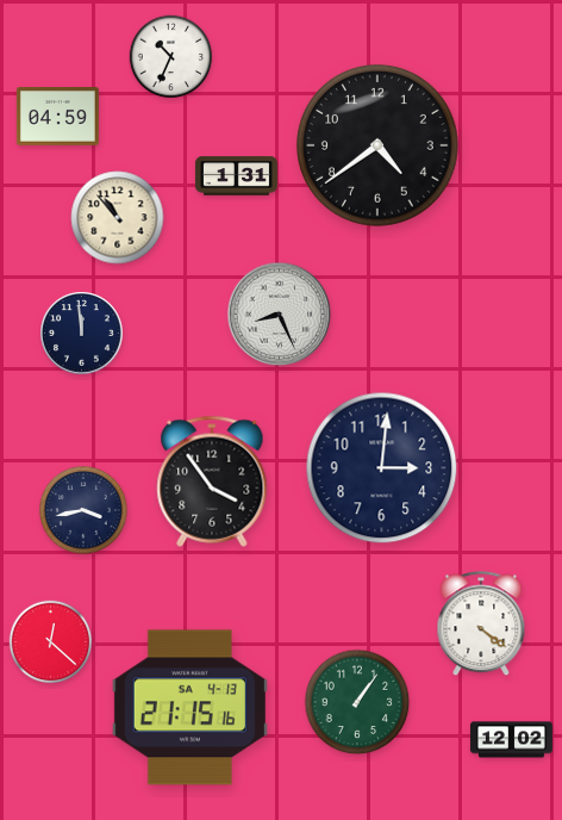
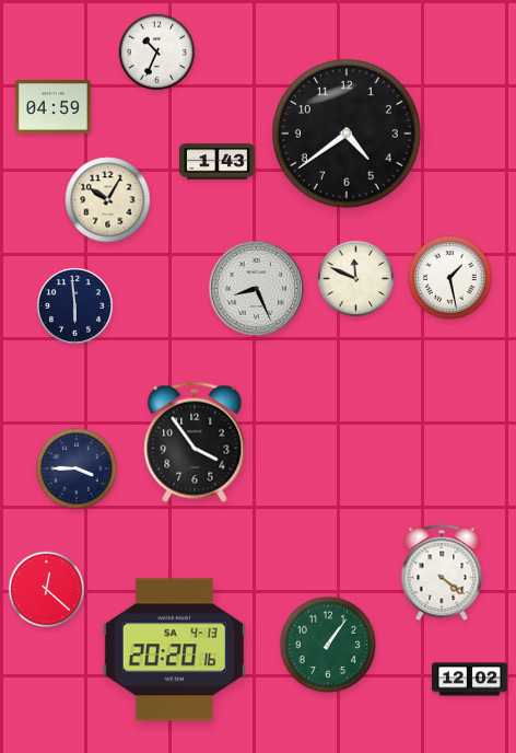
clock at (236, 176): 1:31 -> 1:43
clock at (118, 218): 10:53 -> 10:05
clock at (450, 278): none -> 1:28
clock at (356, 279): none -> 11:49
clock at (82, 334): 11:59 -> 5:59
clock at (382, 468): 3:01 -> none
clock at (85, 511): 3:43 -> 3:45
clock at (189, 708): 21:15 -> 20:20
